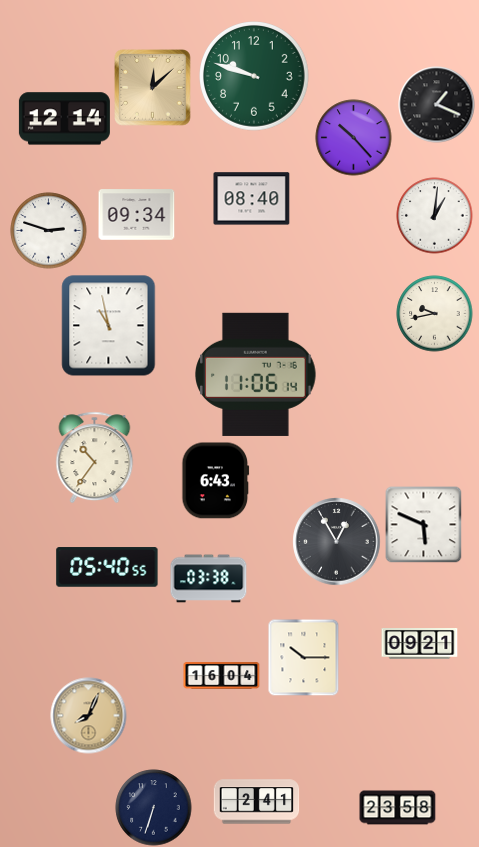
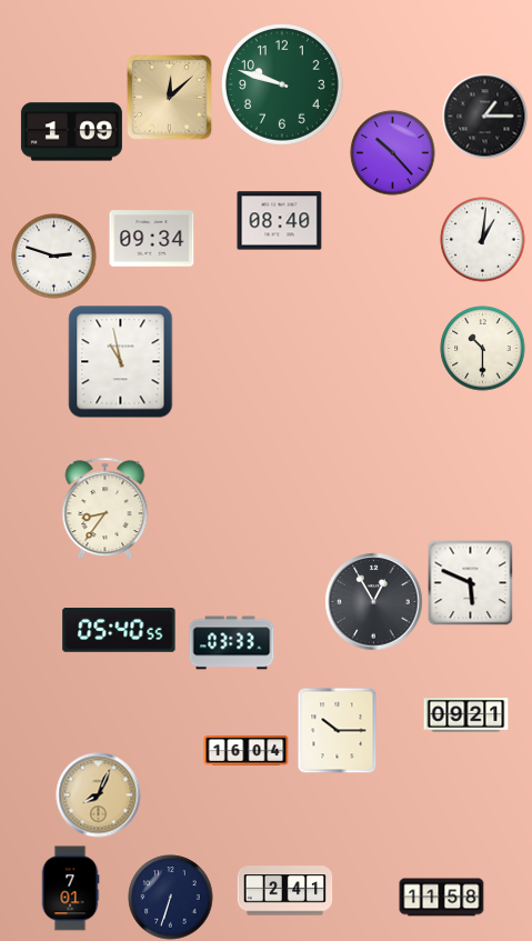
clock at (437, 105): 1:19 -> 1:15
clock at (64, 119): 12:14 -> 1:09
clock at (435, 314): 9:43 -> 10:30
clock at (256, 374): 11:06 -> none
clock at (95, 458): 10:36 -> 8:36
clock at (216, 481): 6:43 -> none
clock at (209, 579): 03:38 -> 03:33
clock at (70, 889): none -> 7:01
clock at (398, 808): 23:58 -> 11:58
